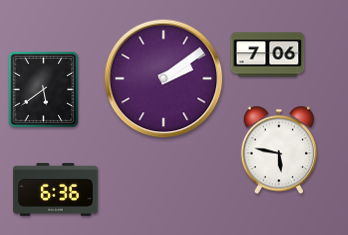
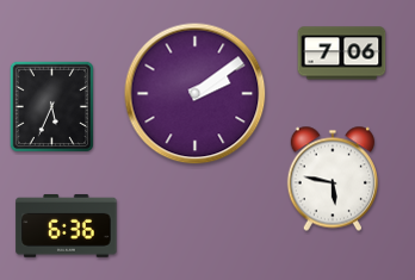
clock at (268, 55) position: (268, 55) -> (342, 54)
clock at (43, 89): 5:39 -> 5:34
